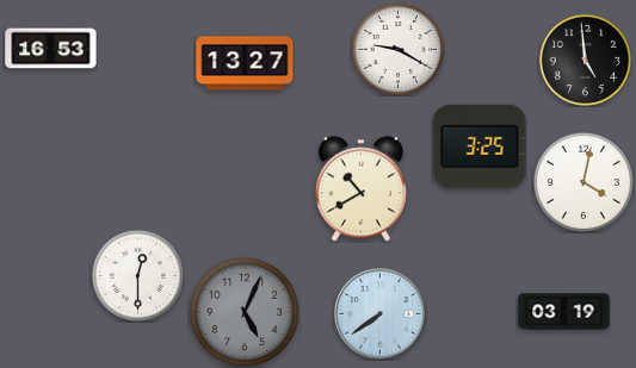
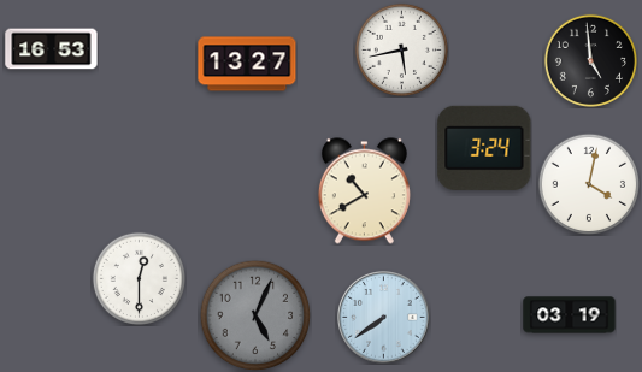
clock at (397, 49): 9:20 -> 5:43
clock at (480, 146): 3:25 -> 3:24
clock at (245, 312) position: (245, 312) -> (255, 315)
